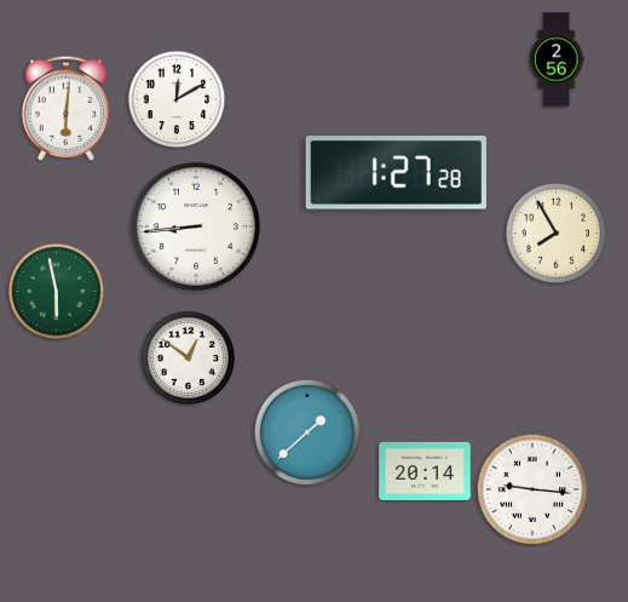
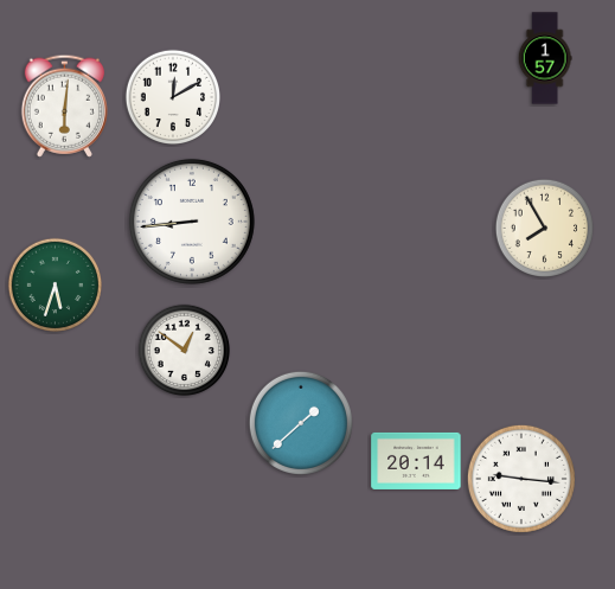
clock at (557, 59): 2:56 -> 1:57
clock at (396, 173): 1:27 -> none
clock at (57, 292): 5:58 -> 5:33
